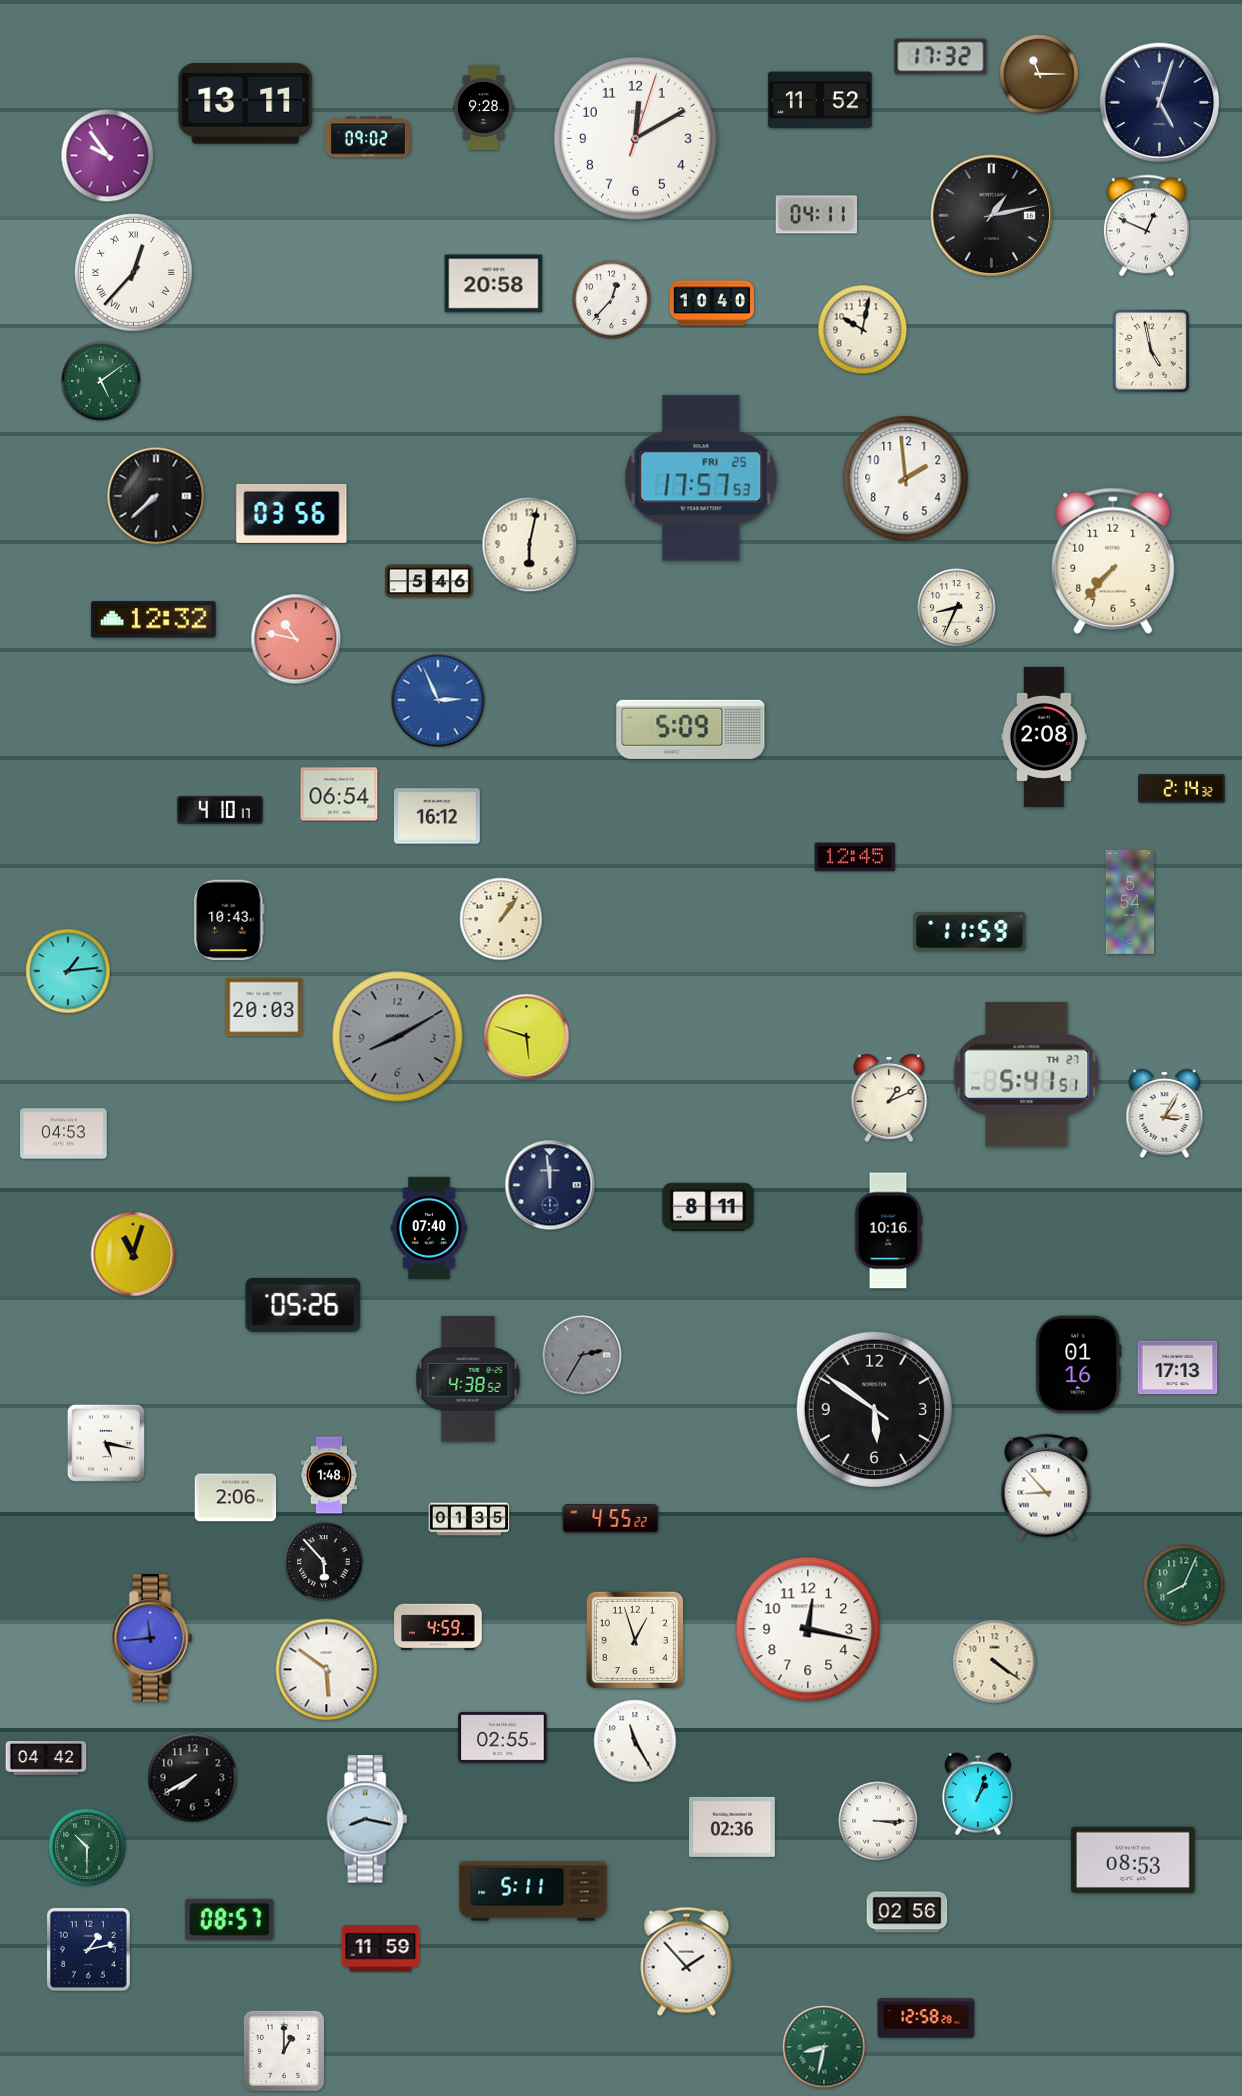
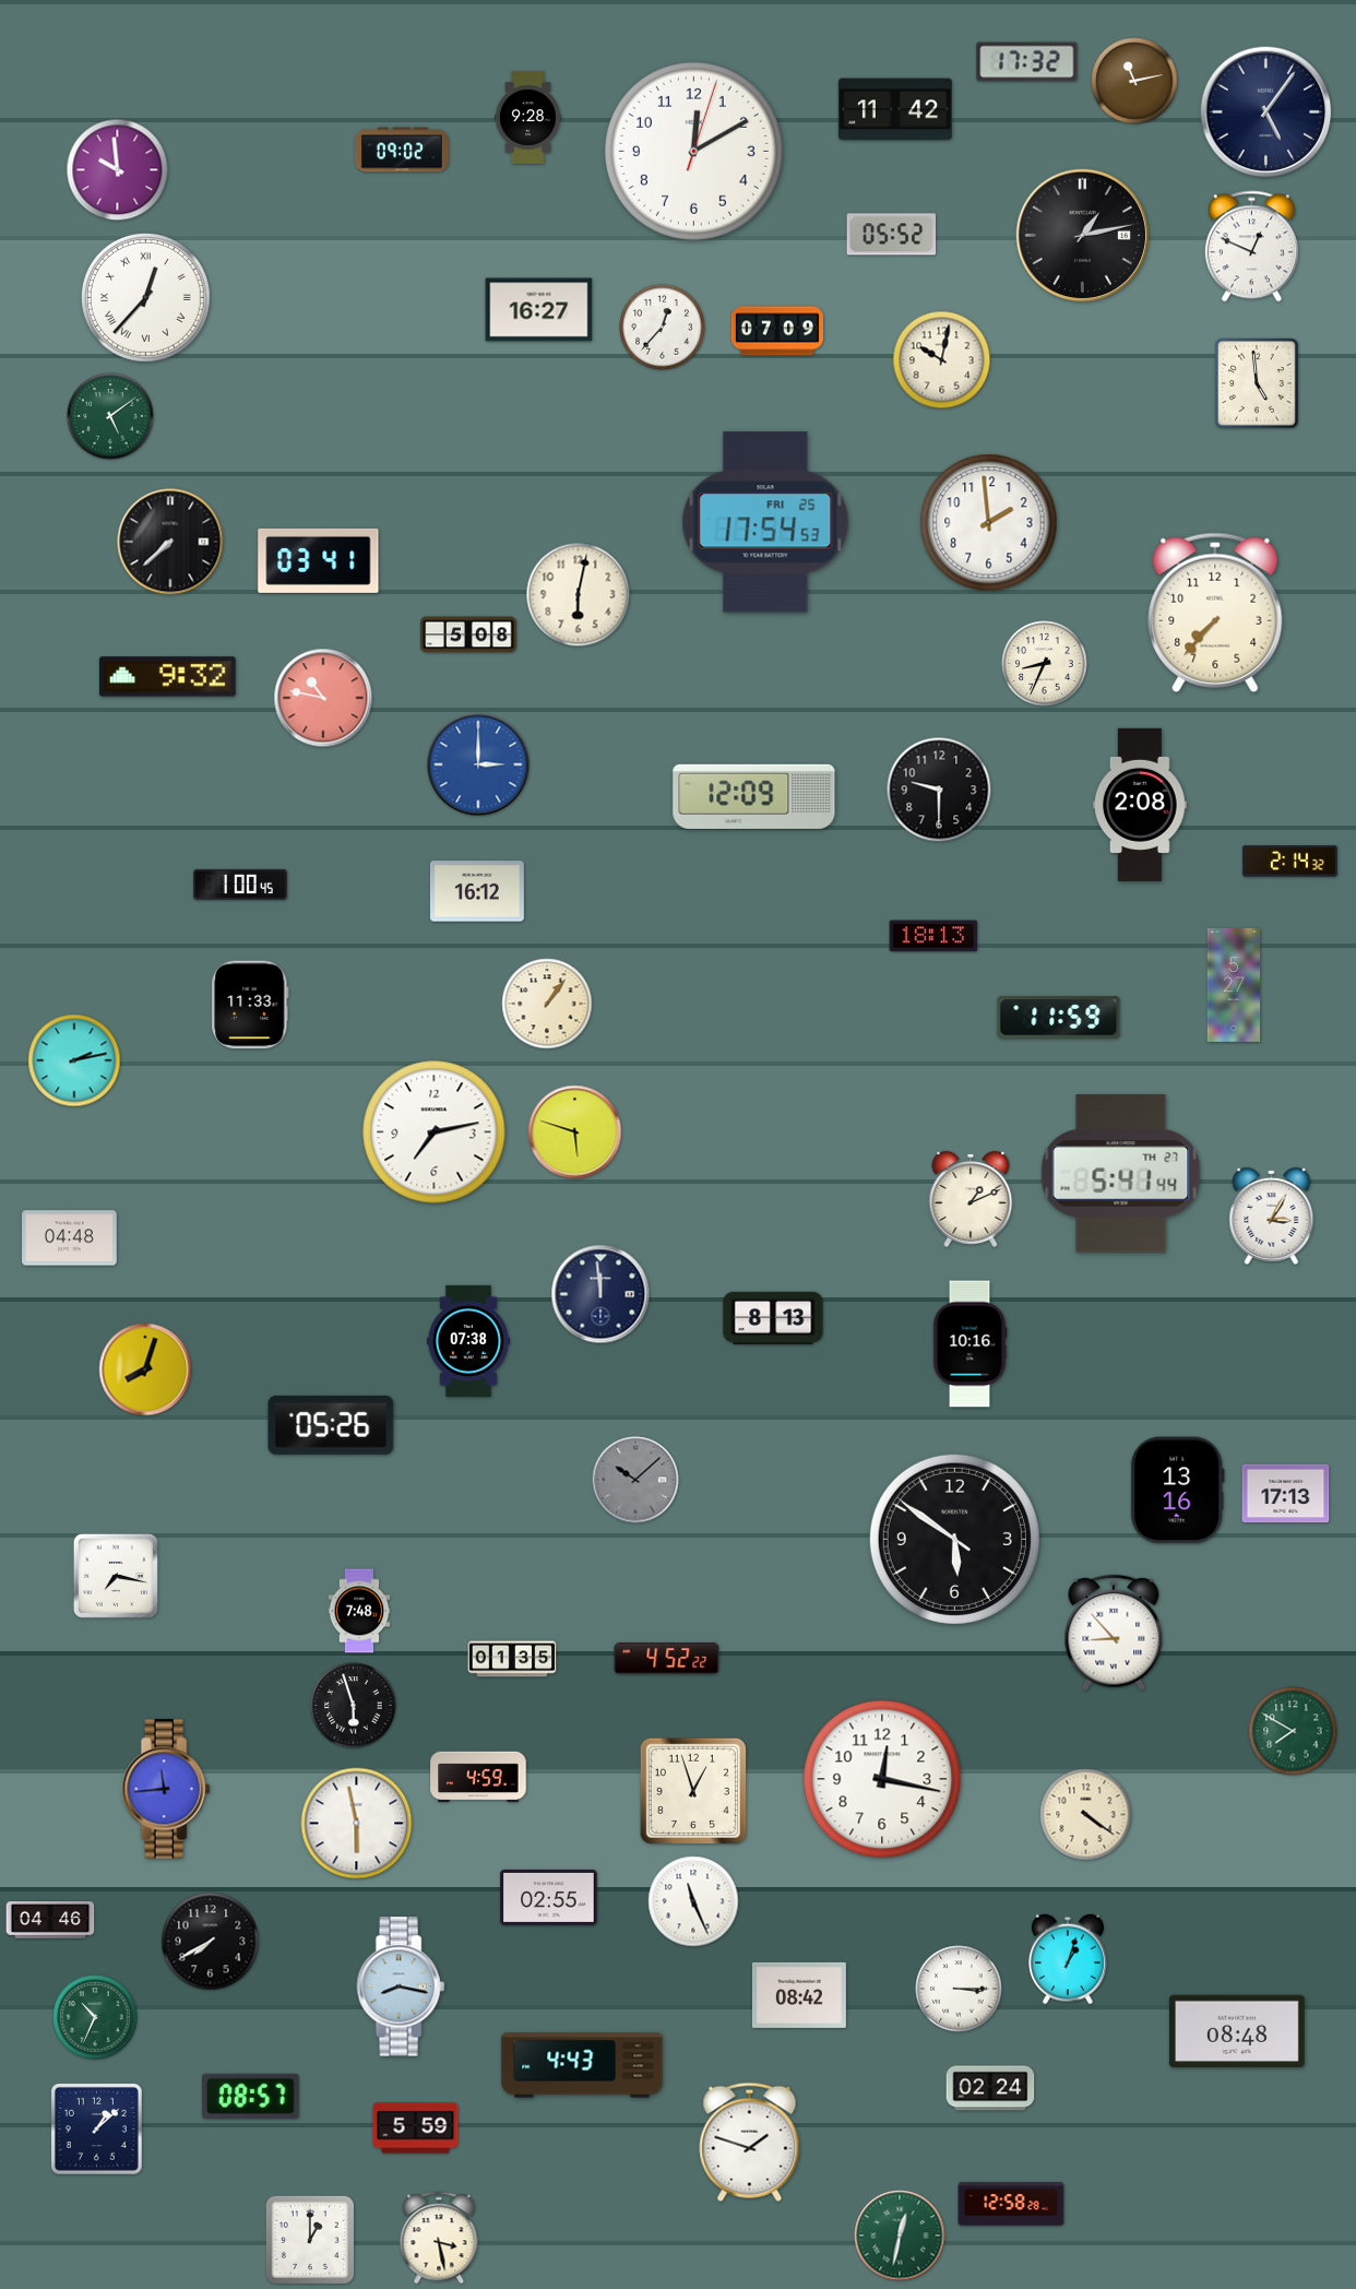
clock at (1039, 74): 11:15 -> 11:13
clock at (820, 100): 11:52 -> 11:42
clock at (246, 103): 13:11 -> none
clock at (1160, 103): 5:03 -> 5:06
clock at (108, 156): 9:54 -> 9:59
clock at (817, 215): 04:11 -> 05:52
clock at (494, 284): 20:58 -> 16:27
clock at (612, 300) position: (612, 300) -> (663, 328)
clock at (712, 303): 10:40 -> 07:09
clock at (1152, 352): 4:58 -> 4:59
clock at (701, 478): 17:57 -> 17:54
clock at (292, 513): 03:56 -> 03:41
clock at (429, 581): 5:46 -> 5:08
clock at (154, 620): 12:32 -> 9:32
clock at (438, 700): 2:56 -> 3:00
clock at (939, 790): none -> 9:30
clock at (691, 729): 5:09 -> 12:09
clock at (339, 794): 06:54 -> none
clock at (220, 810): 4:10 -> 1:00
clock at (855, 857): 12:45 -> 18:13
clock at (1130, 902): 5:54 -> 5:27
clock at (229, 920): 10:43 -> 11:33
clock at (68, 971): 1:14 -> 2:13
clock at (264, 1007): 20:03 -> none
clock at (398, 1037): 8:10 -> 7:13
clock at (398, 1037) dial: grey -> white
clock at (1027, 1075): 5:41:51 -> 5:41:44
clock at (64, 1134): 04:53 -> 04:48
clock at (708, 1207): 8:11 -> 8:13
clock at (429, 1228): 07:40 -> 07:38
clock at (133, 1254): 11:03 -> 8:03
clock at (582, 1355): 2:35 -> 10:08
clock at (1078, 1365): 01:16 -> 13:16
clock at (468, 1379): 4:38 -> none
clock at (106, 1443): 5:17 -> 7:17
clock at (329, 1475): 1:48 -> 7:48
clock at (1046, 1487) position: (1046, 1487) -> (1114, 1633)
clock at (236, 1498): 2:06 -> none
clock at (611, 1519): 4:55 -> 4:52
clock at (324, 1562): 5:53 -> 5:57
clock at (1184, 1585): 8:04 -> 7:50
clock at (327, 1670): 5:51 -> 5:58
clock at (635, 1741): 11:25 -> 11:26
clock at (46, 1759): 04:42 -> 04:46
clock at (732, 1827): 02:36 -> 08:42
clock at (87, 1847): 10:30 -> 10:34
clock at (1133, 1860): 08:53 -> 08:48
clock at (533, 1891): 5:11 -> 4:43
clock at (907, 1912): 02:56 -> 02:24
clock at (88, 1949): 1:13 -> 1:08
clock at (381, 1949): 11:59 -> 5:59
clock at (687, 1961): 1:53 -> 1:48
clock at (824, 2047): 8:32 -> 12:32
clock at (439, 2238): none -> 3:28
